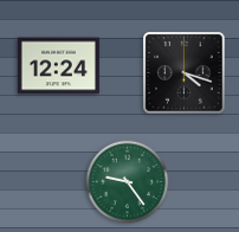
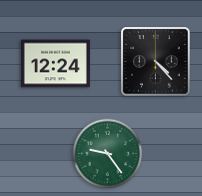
clock at (58, 66) position: (58, 66) -> (55, 64)
clock at (185, 73): 4:18 -> 4:23
